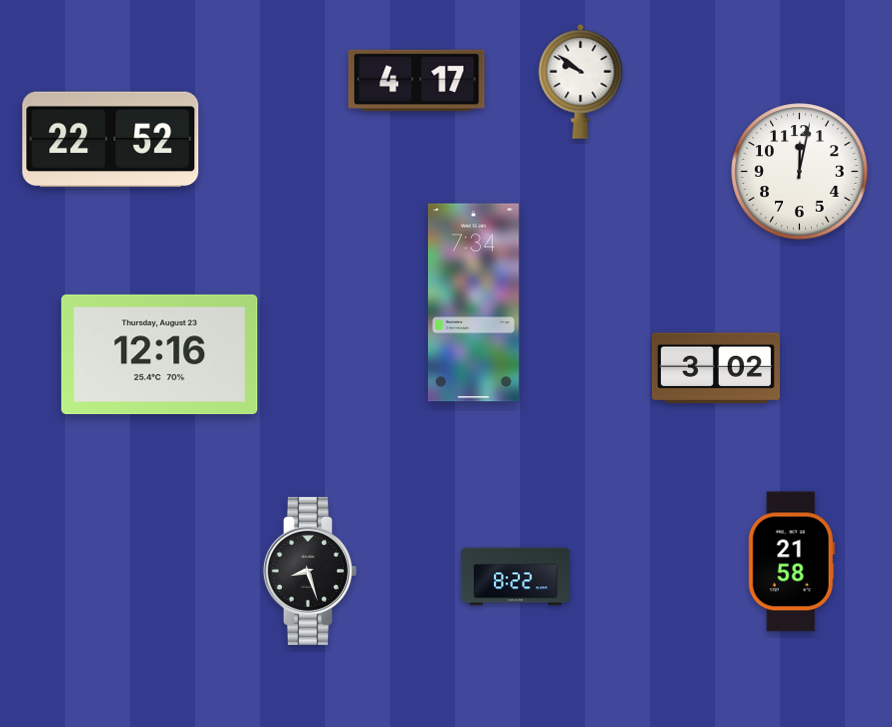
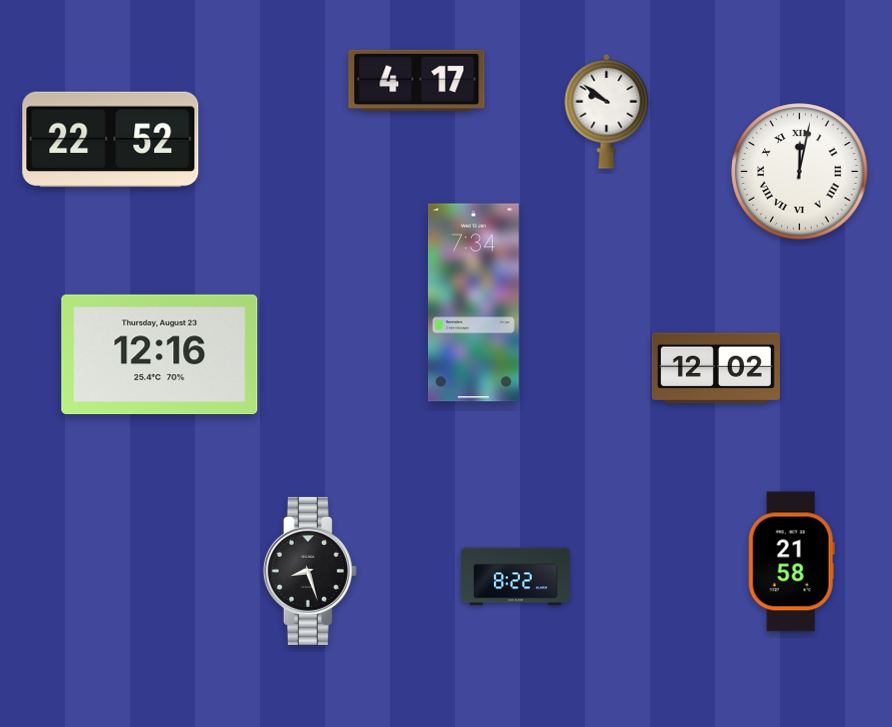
clock at (581, 81) position: (581, 81) -> (607, 111)
clock at (800, 172) numerals: Arabic -> Roman
clock at (716, 368): 3:02 -> 12:02
